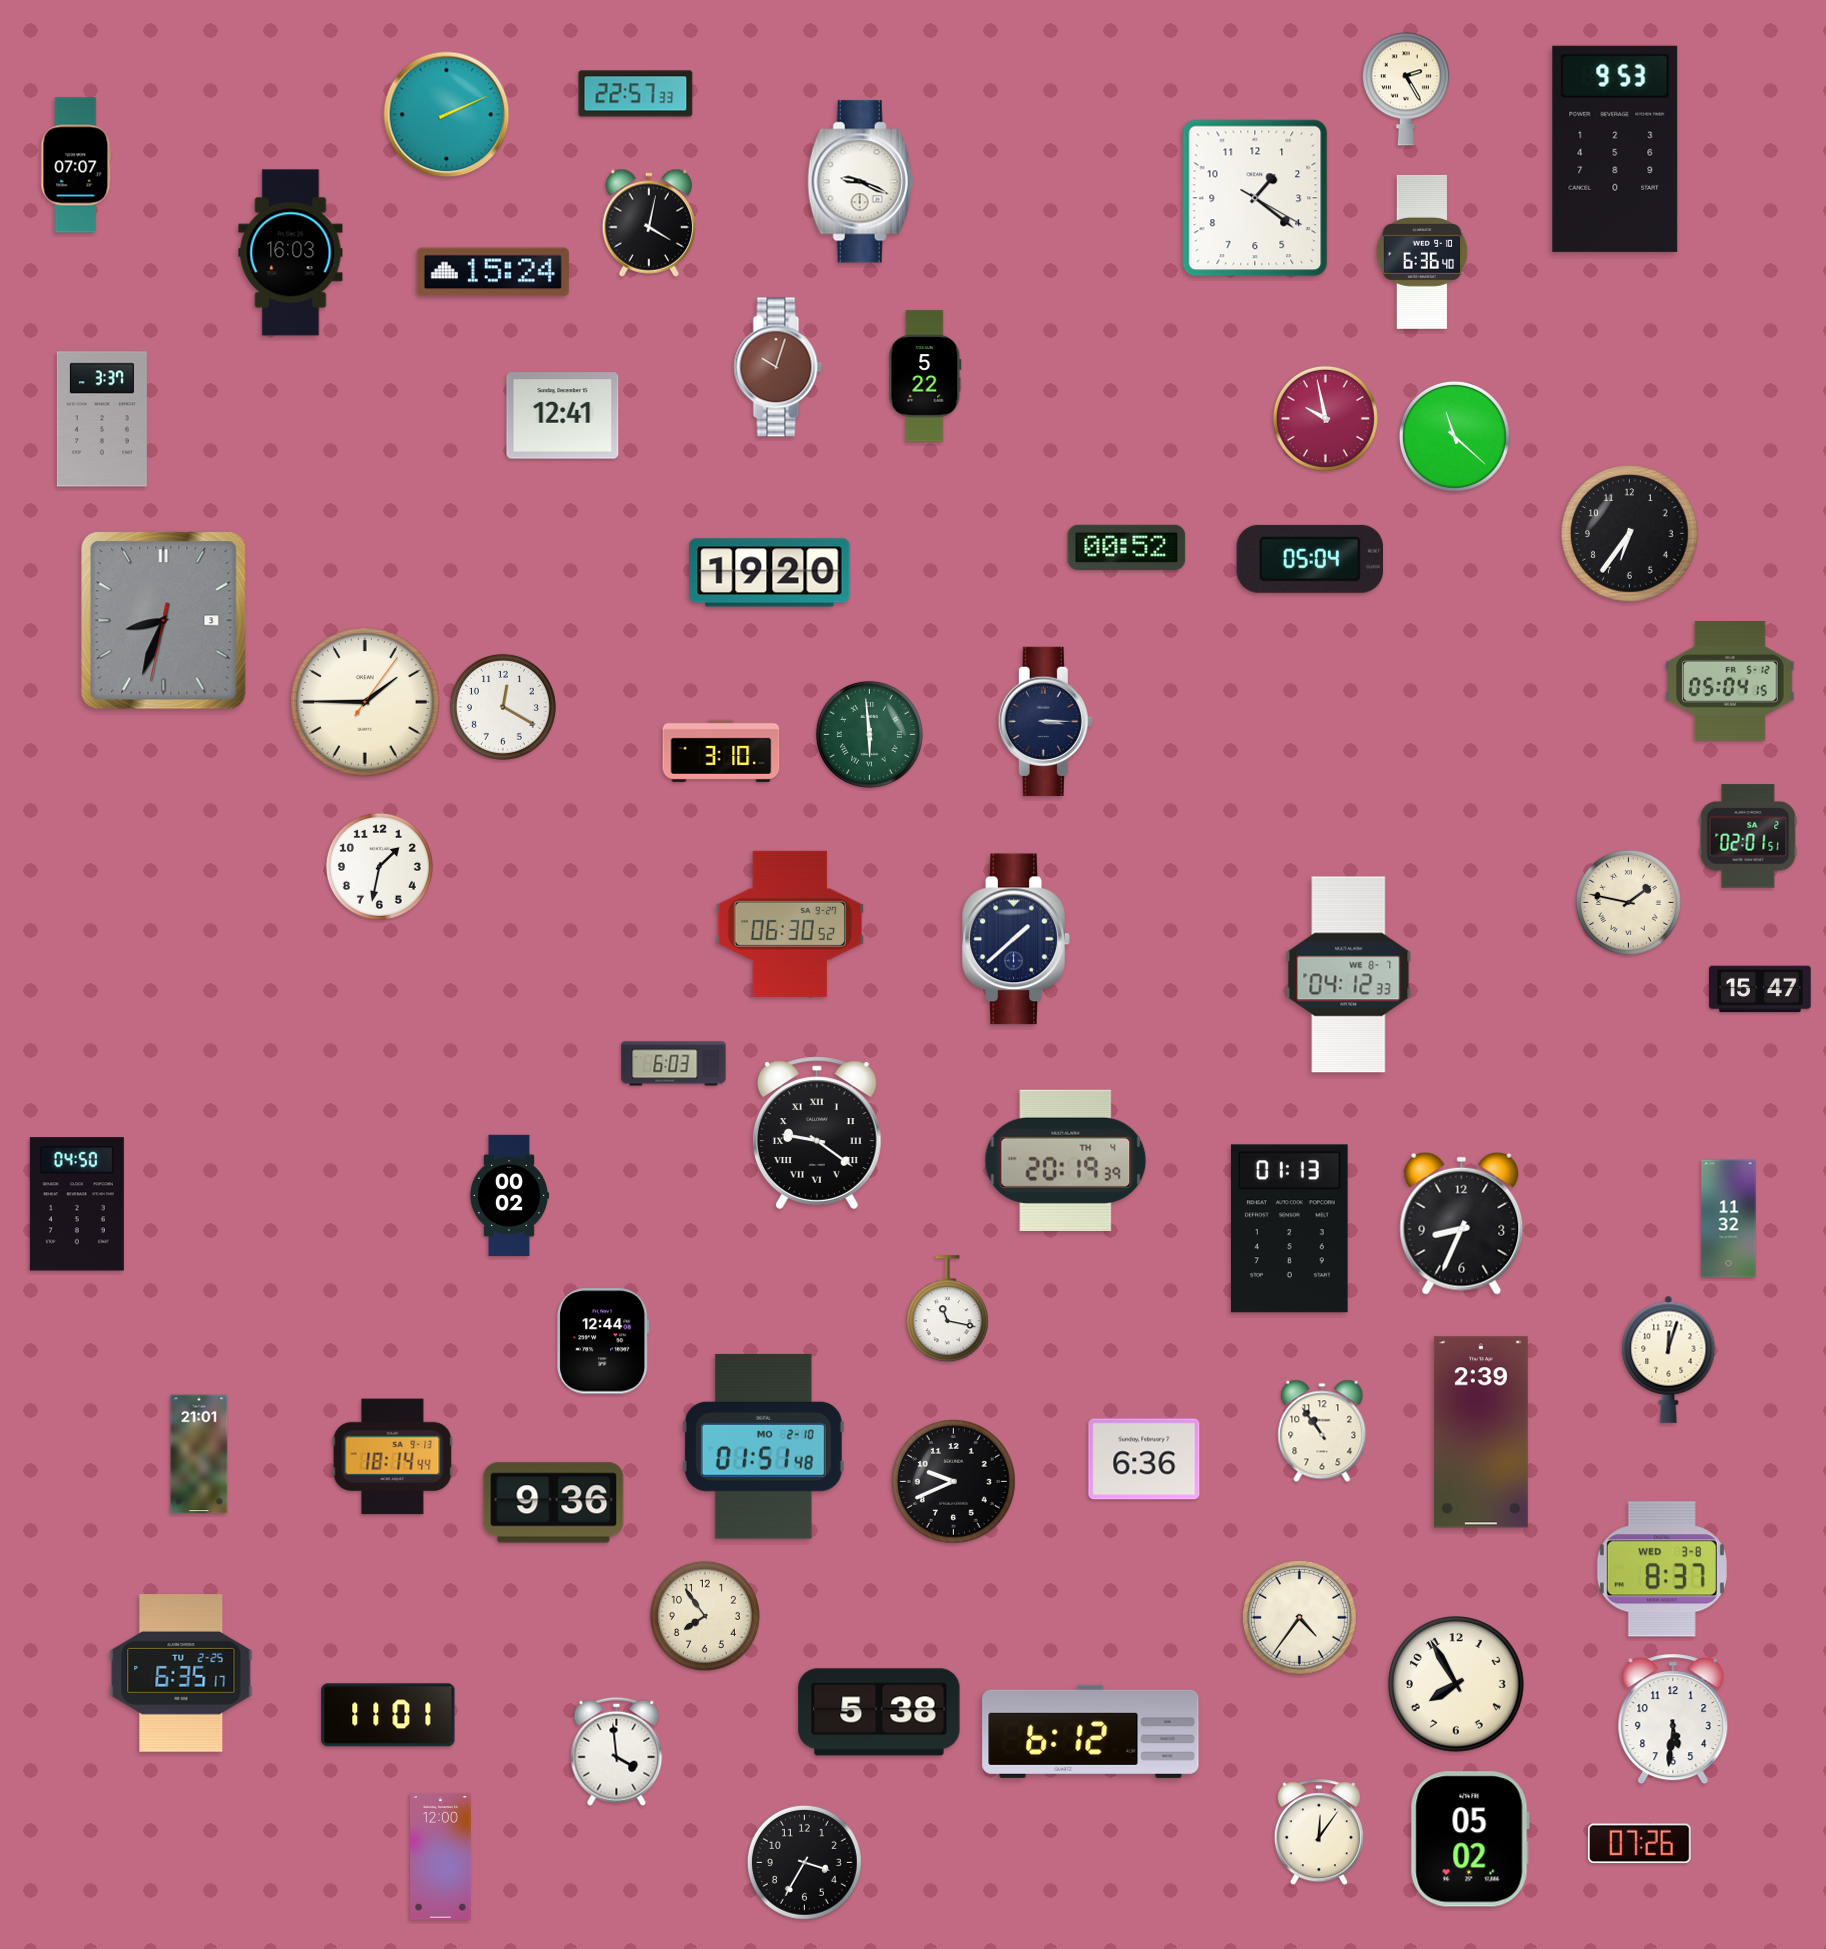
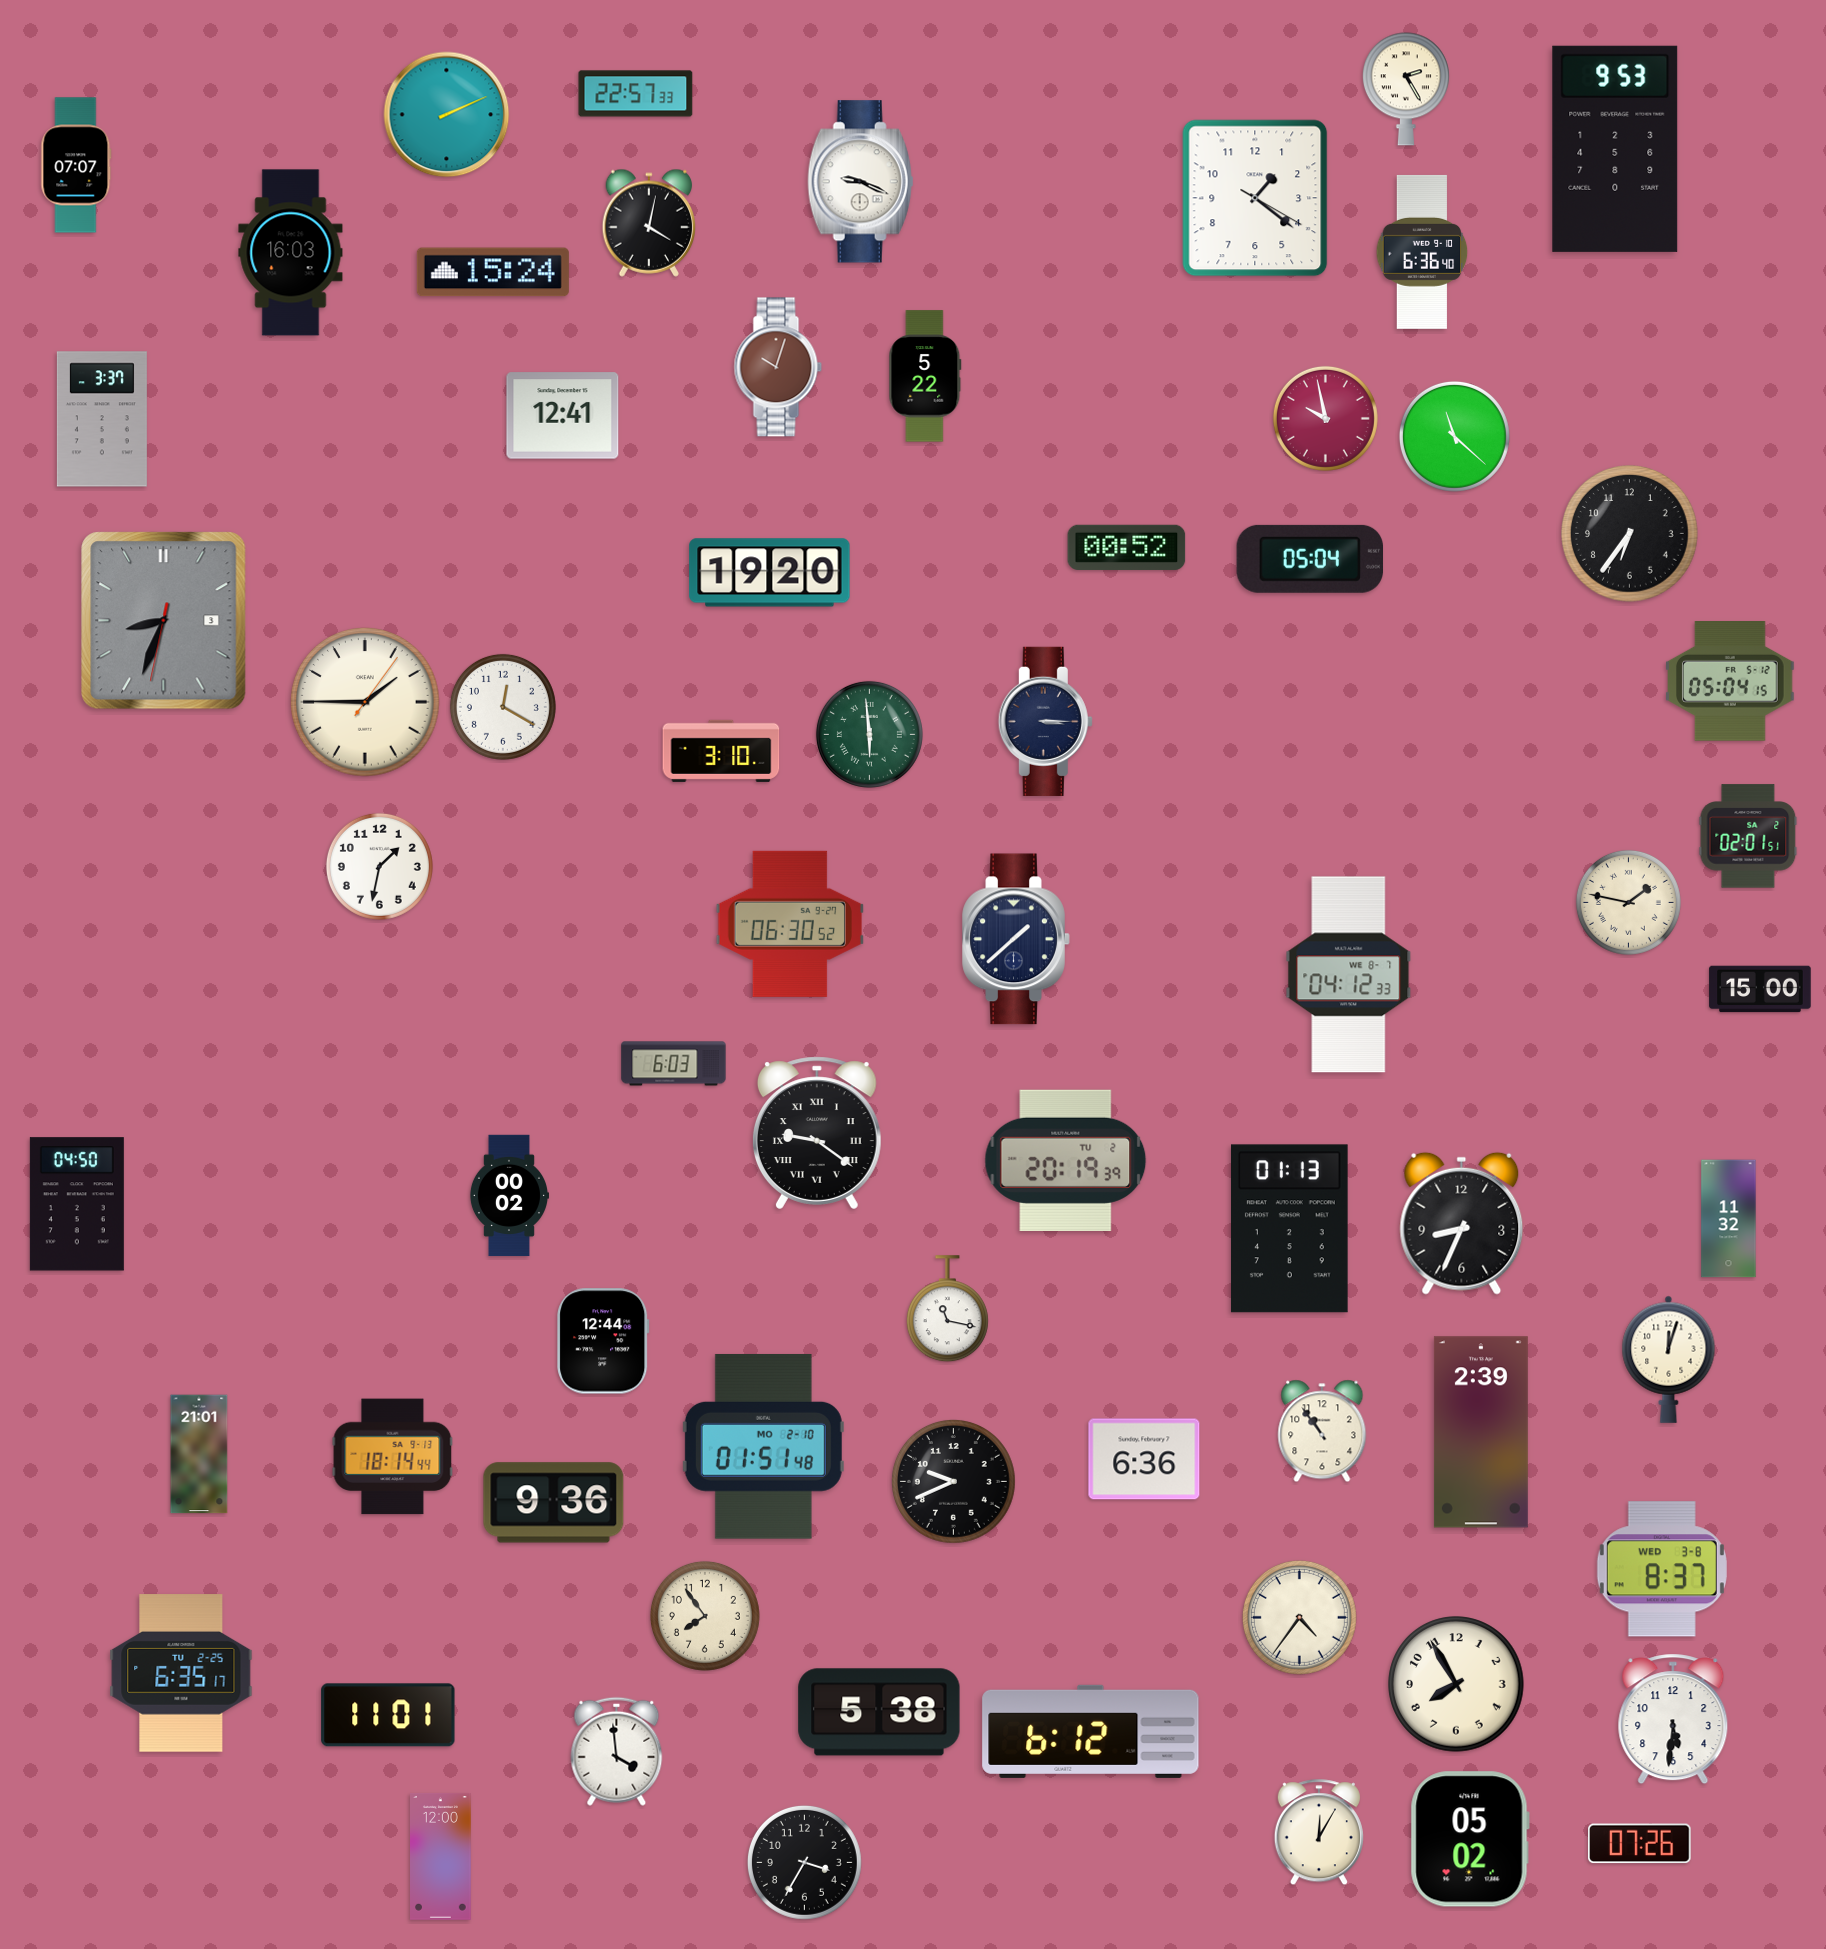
clock at (1760, 989): 15:47 -> 15:00
clock at (1066, 1160) date: TH 4 -> TU 2
clock at (1319, 1833): 12:06 -> 12:05
